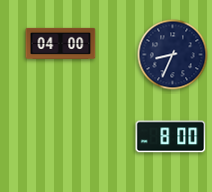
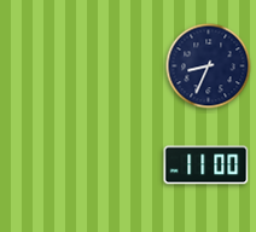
clock at (61, 43): 04:00 -> none
clock at (171, 137): 8:00 -> 11:00
